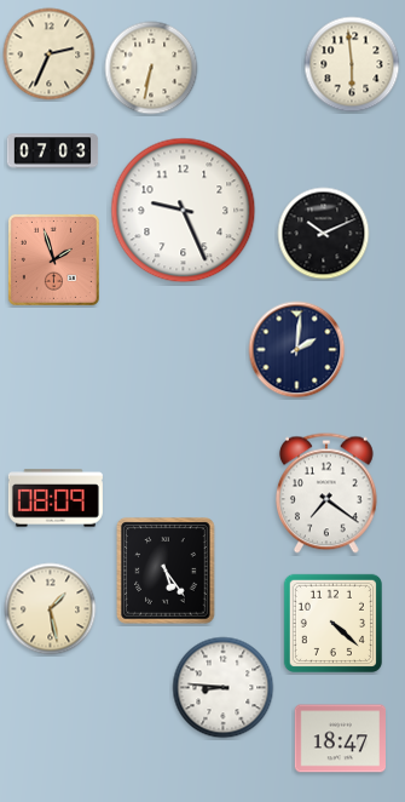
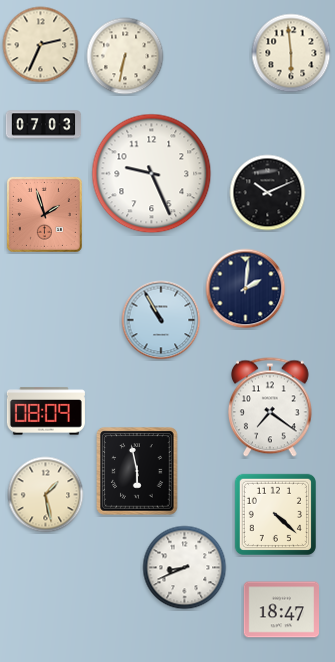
clock at (161, 320): none -> 10:55
clock at (166, 571): 5:24 -> 5:58
clock at (51, 609) position: (51, 609) -> (46, 495)
clock at (224, 688): 8:46 -> 8:41
